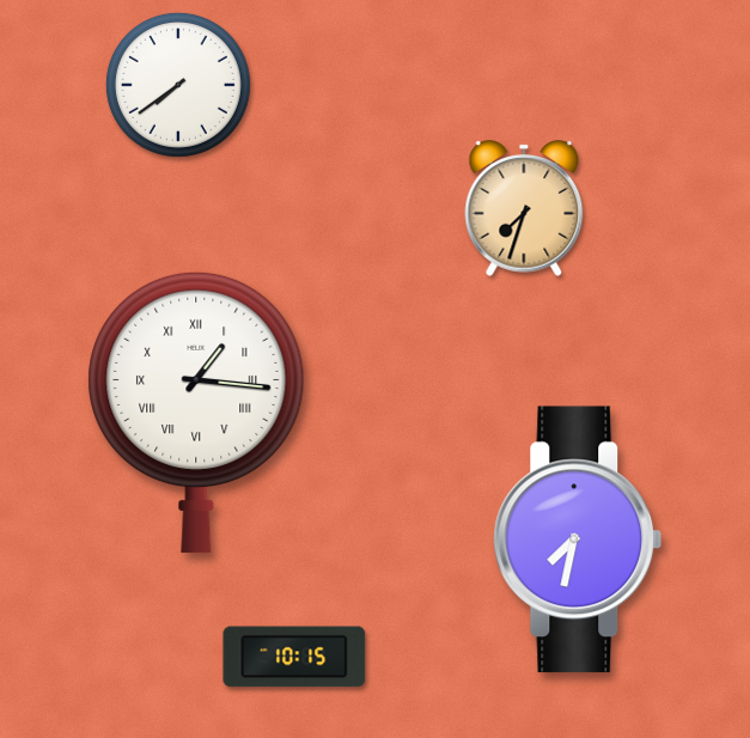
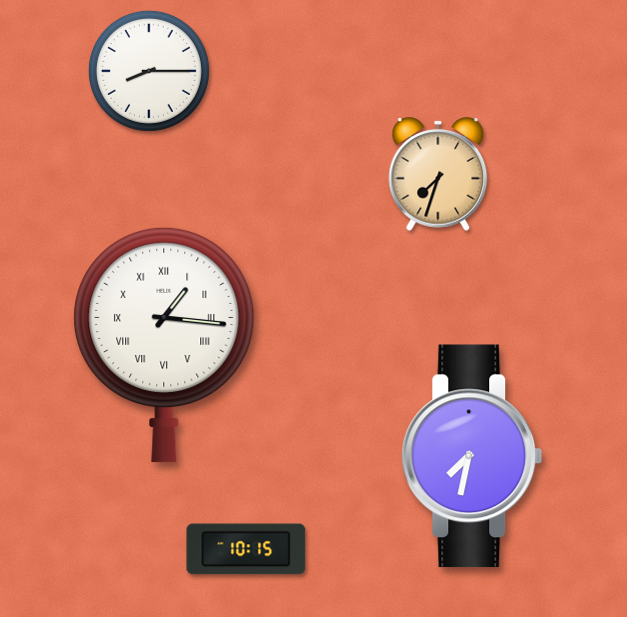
clock at (178, 85): 7:39 -> 8:15
clock at (578, 539) position: (578, 539) -> (472, 456)
